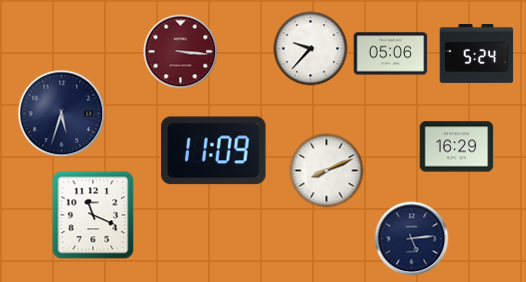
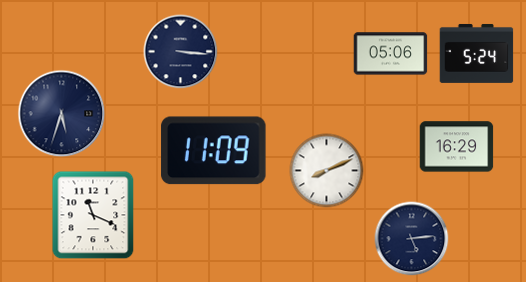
clock at (311, 49): 9:37 -> none
clock at (181, 52) dial: burgundy -> navy
